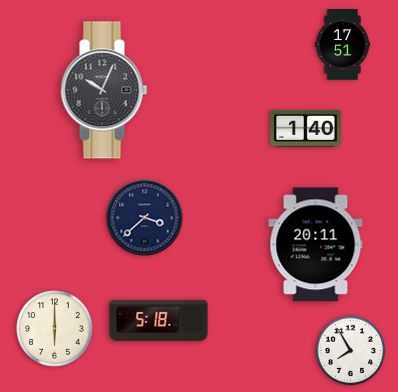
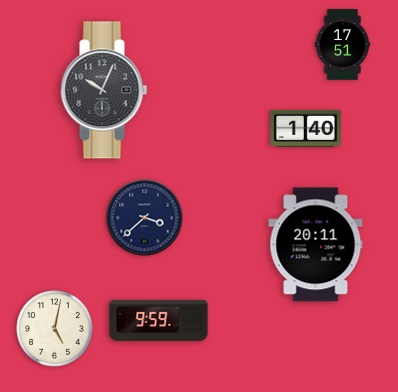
clock at (159, 320): 5:18 -> 9:59
clock at (55, 329): 6:00 -> 5:02
clock at (351, 351): 7:55 -> none
